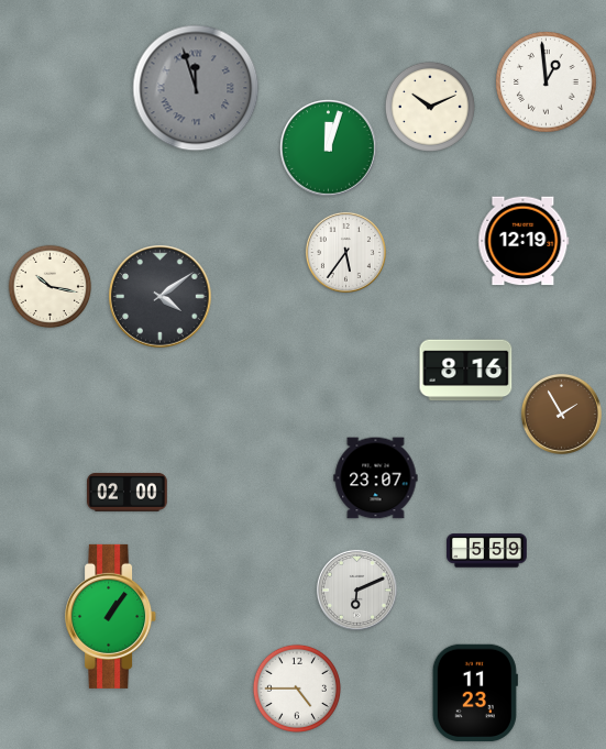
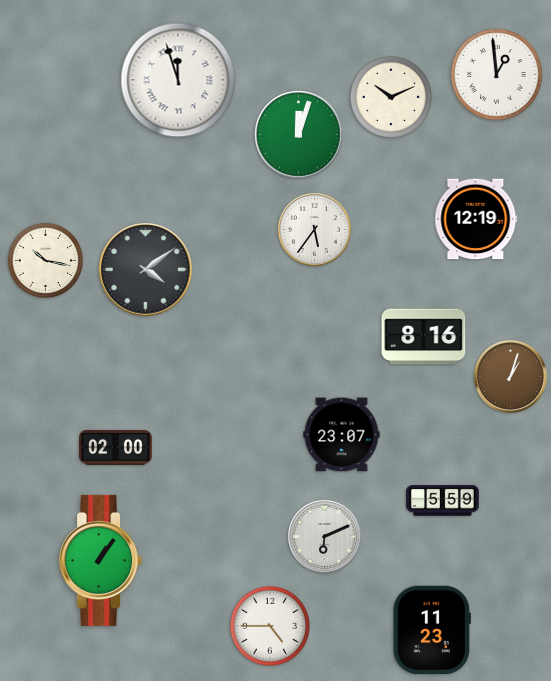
clock at (196, 88) dial: grey -> white
clock at (561, 414): 1:55 -> 1:03
